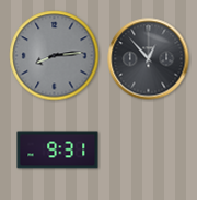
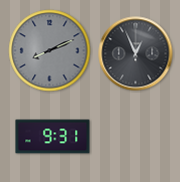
clock at (55, 56): 8:14 -> 8:11
clock at (149, 59): 12:53 -> 12:56
